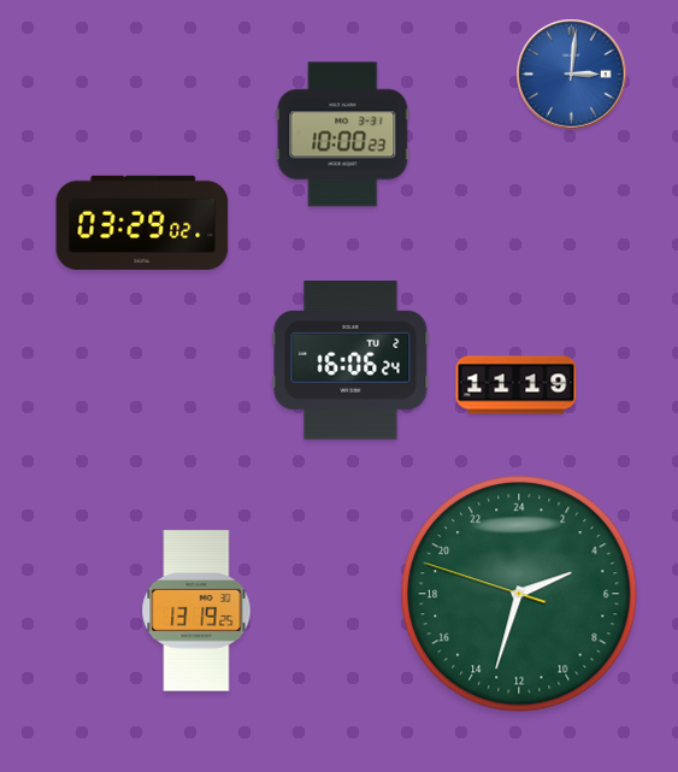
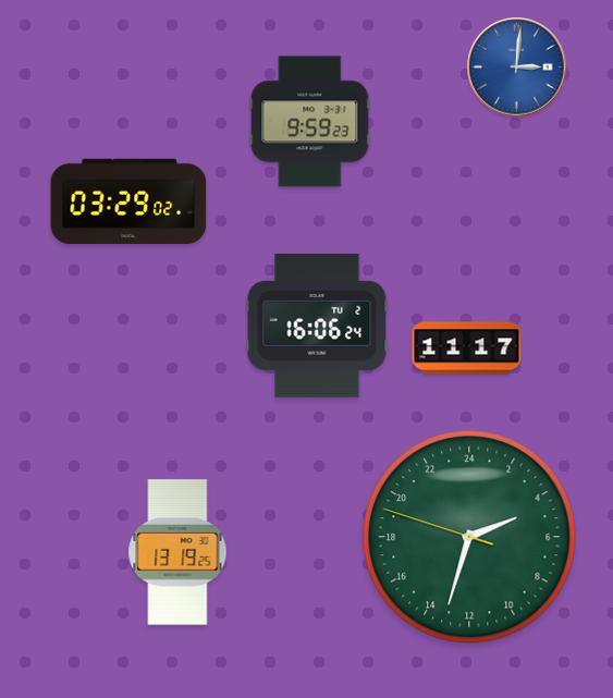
clock at (343, 135): 10:00 -> 9:59
clock at (517, 385): 11:19 -> 11:17
